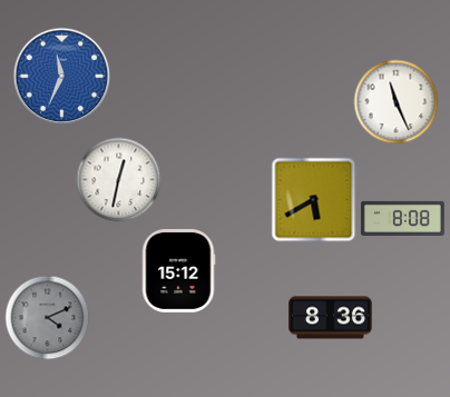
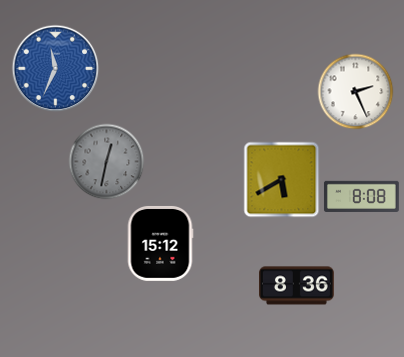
clock at (397, 102): 11:26 -> 2:26
clock at (119, 180) dial: white -> grey
clock at (48, 318): 4:11 -> none
